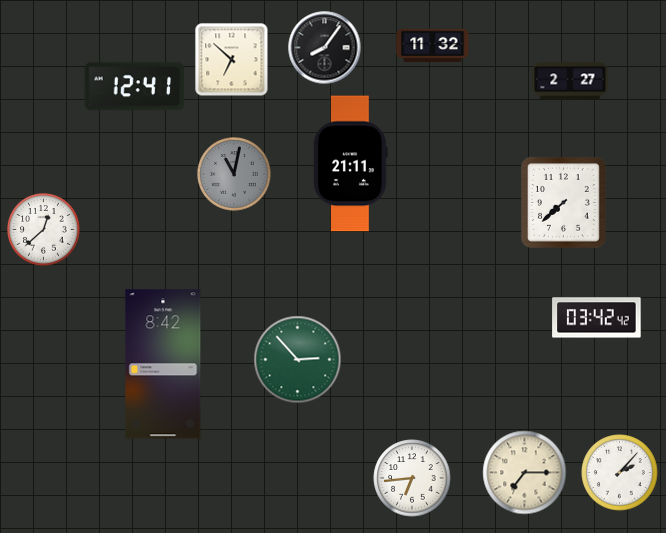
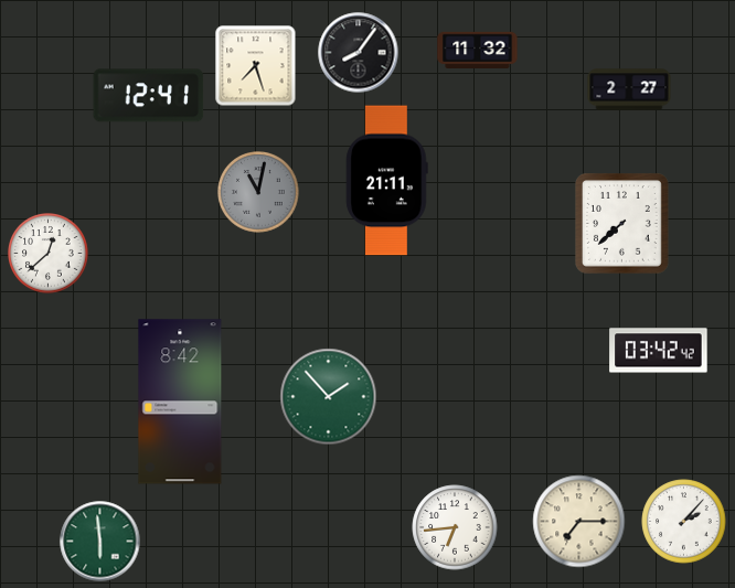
clock at (232, 60): 6:52 -> 7:27
clock at (298, 360): 2:53 -> 1:53
clock at (100, 542): none -> 5:59
